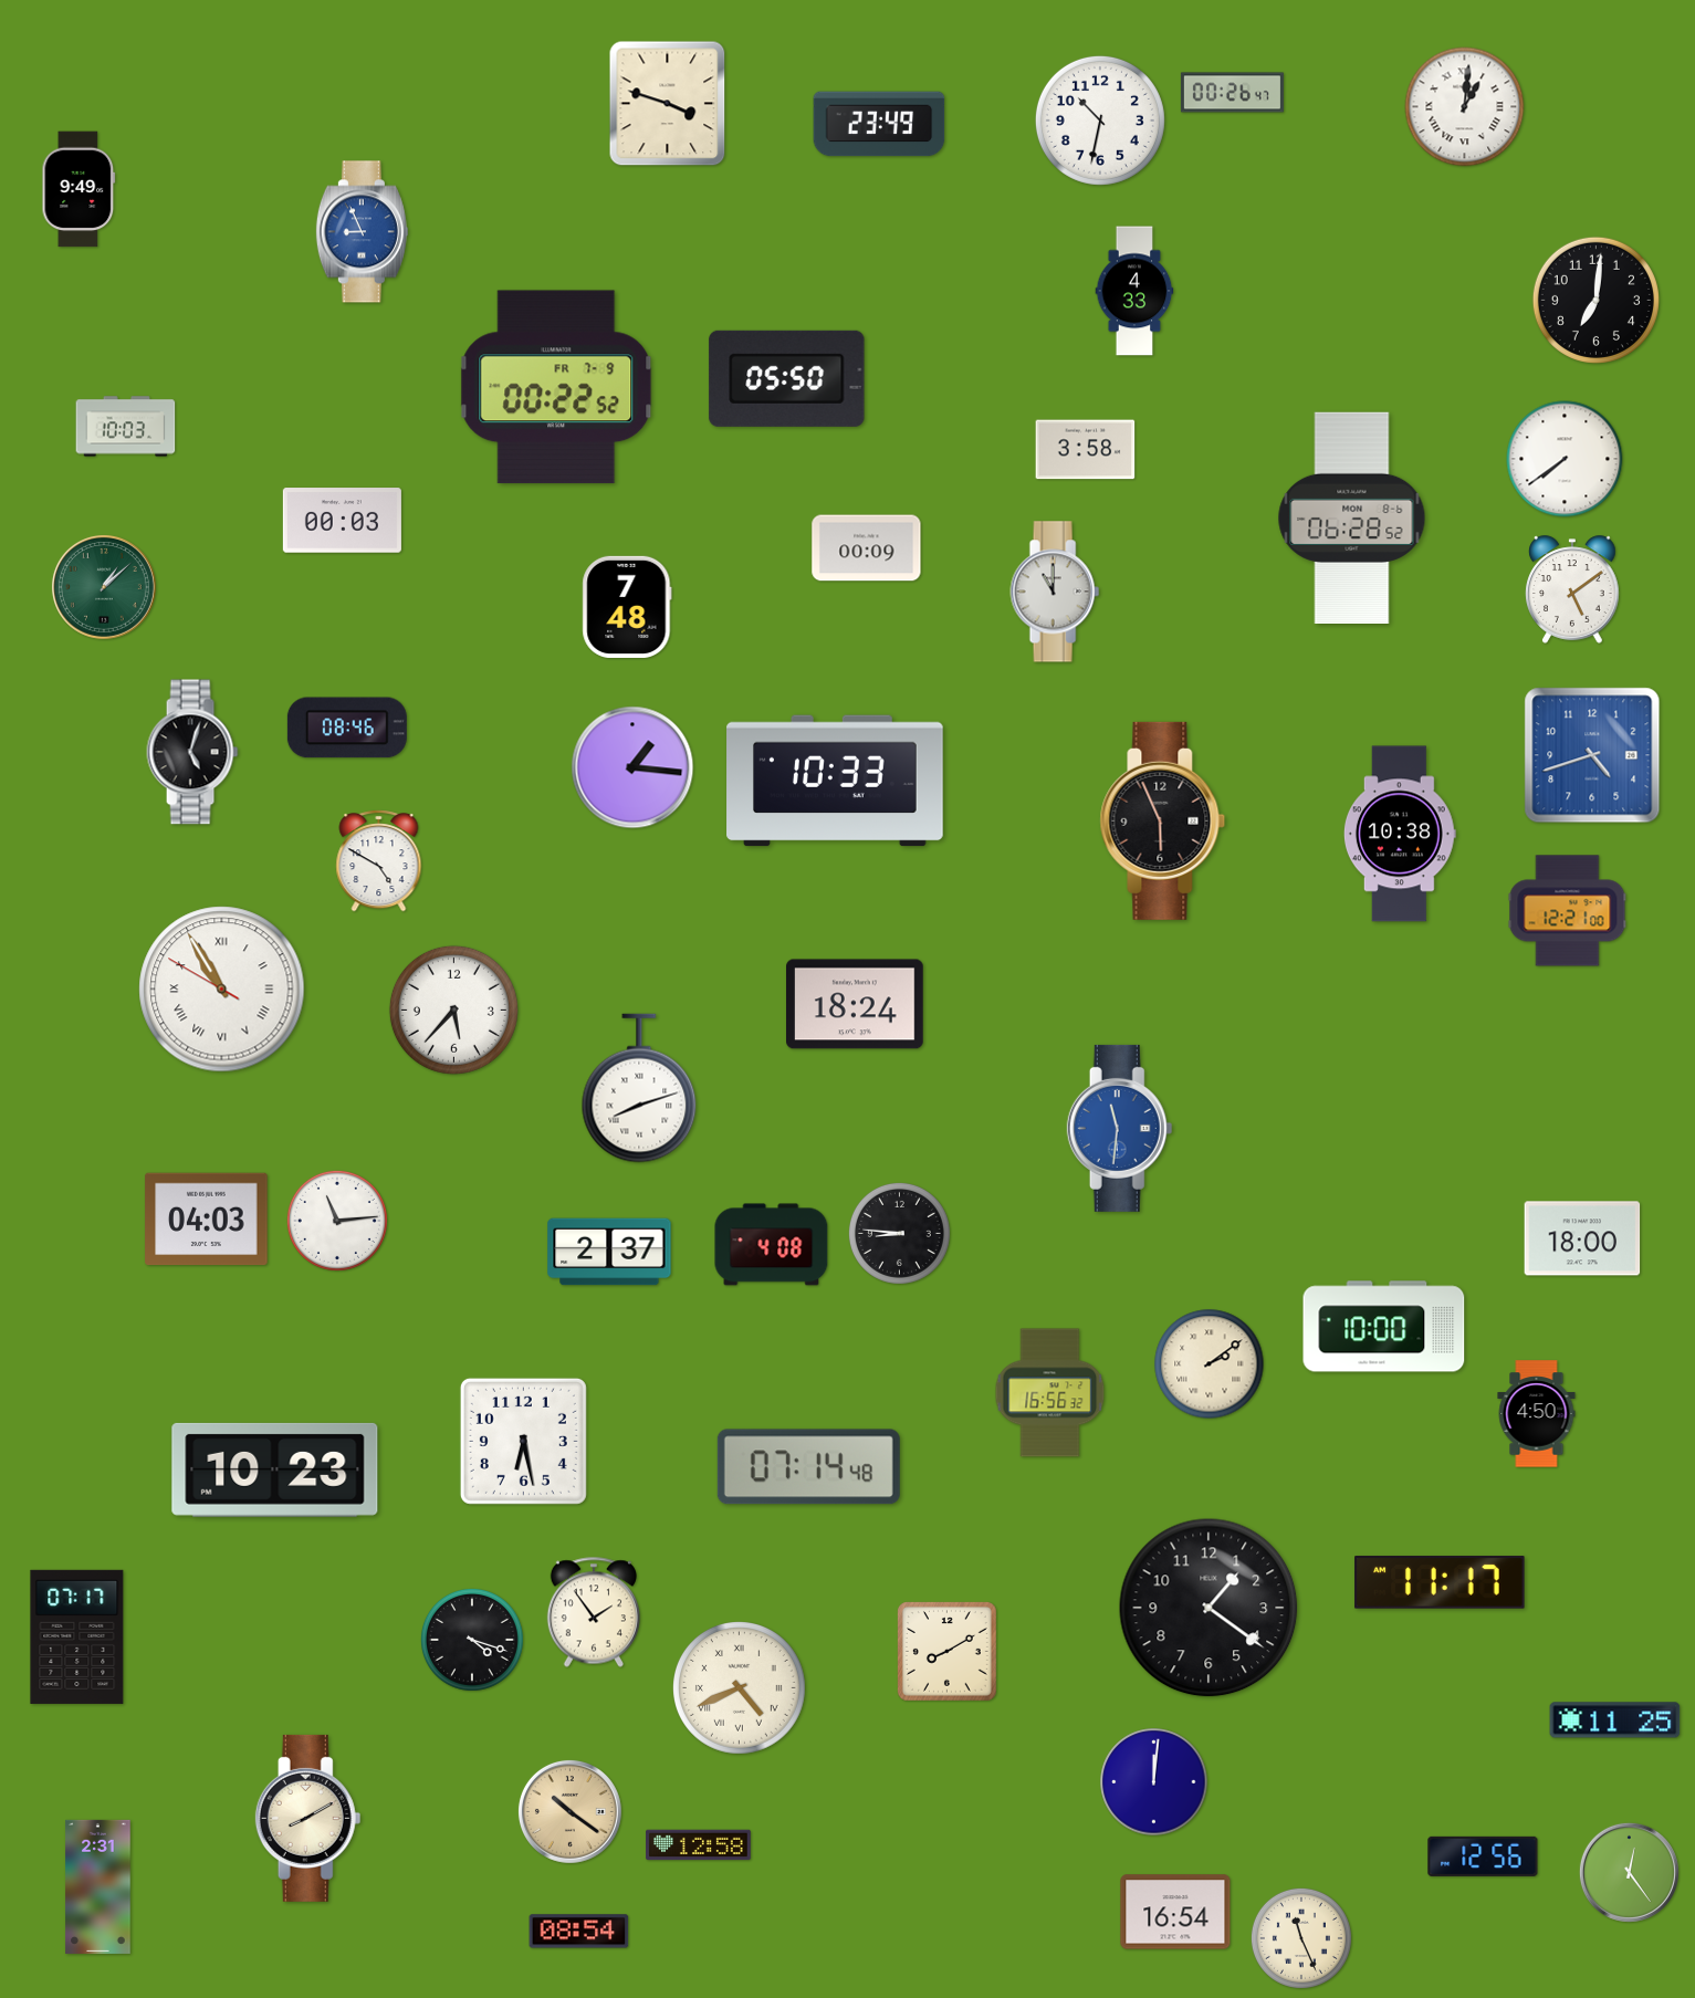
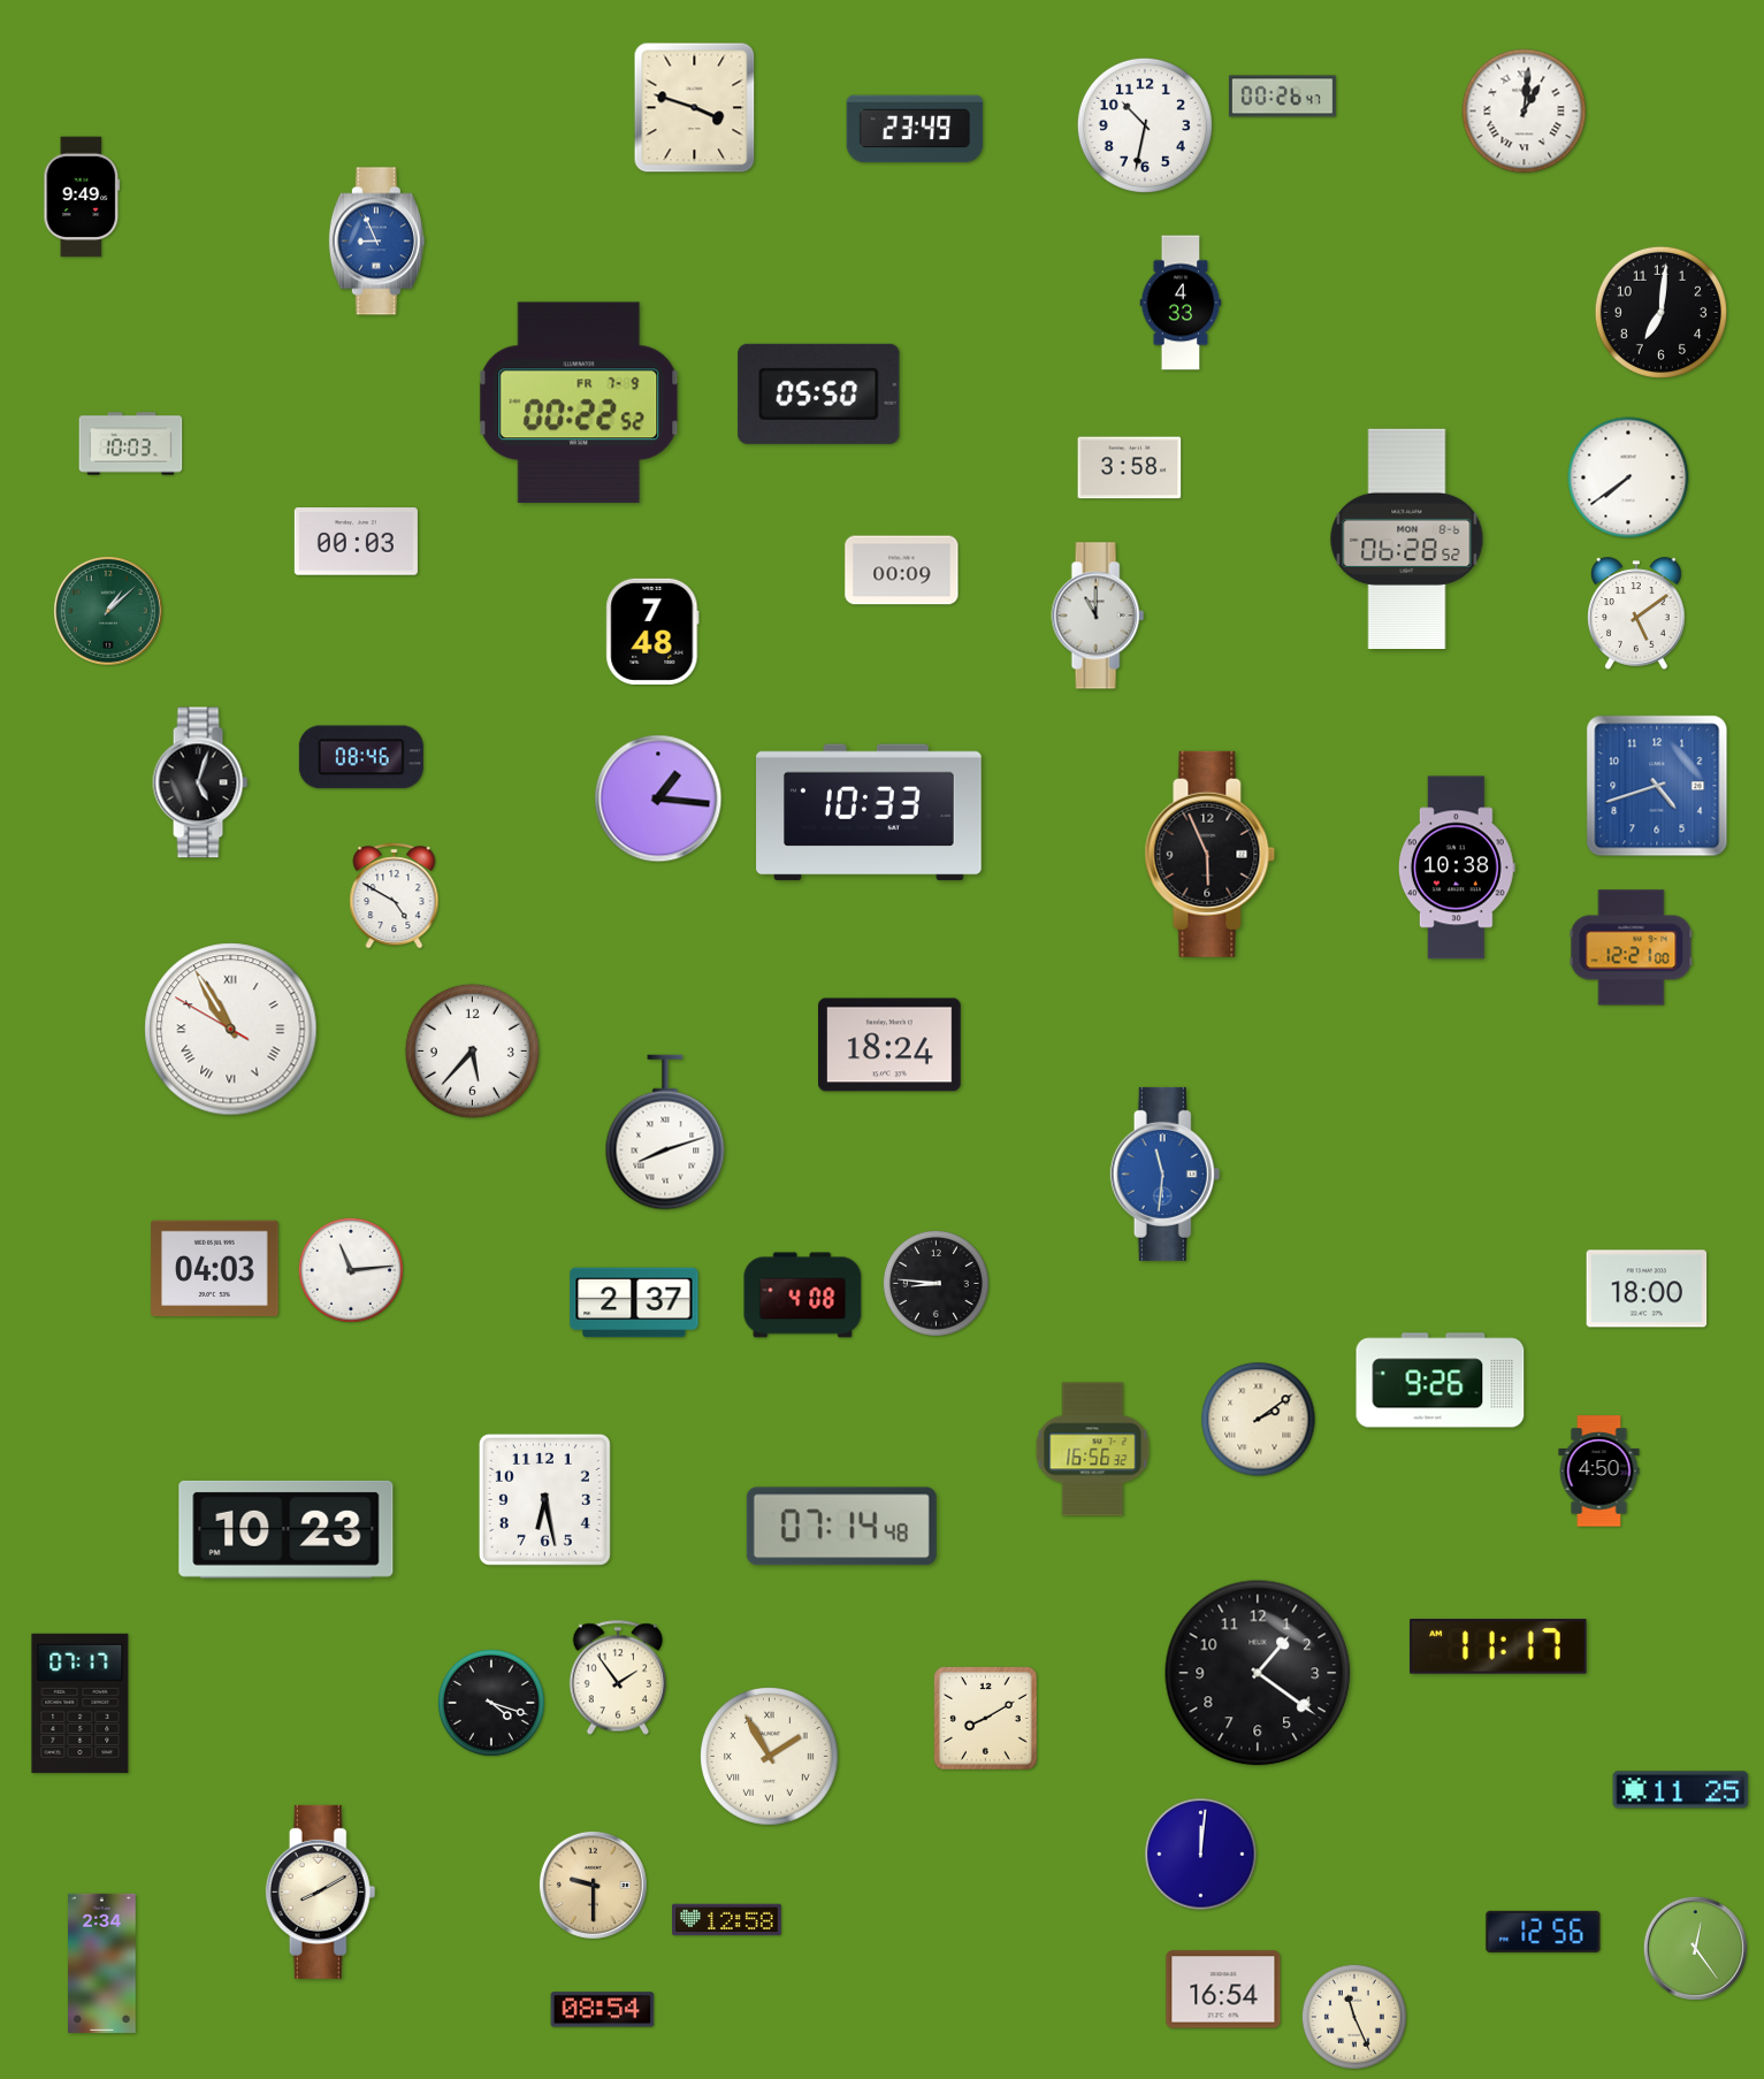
clock at (1384, 1327): 10:00 -> 9:26
clock at (472, 1640) position: (472, 1640) -> (491, 1703)
clock at (740, 1688): 4:41 -> 1:55
clock at (569, 1811): 10:21 -> 9:30
clock at (98, 1886): 2:31 -> 2:34
